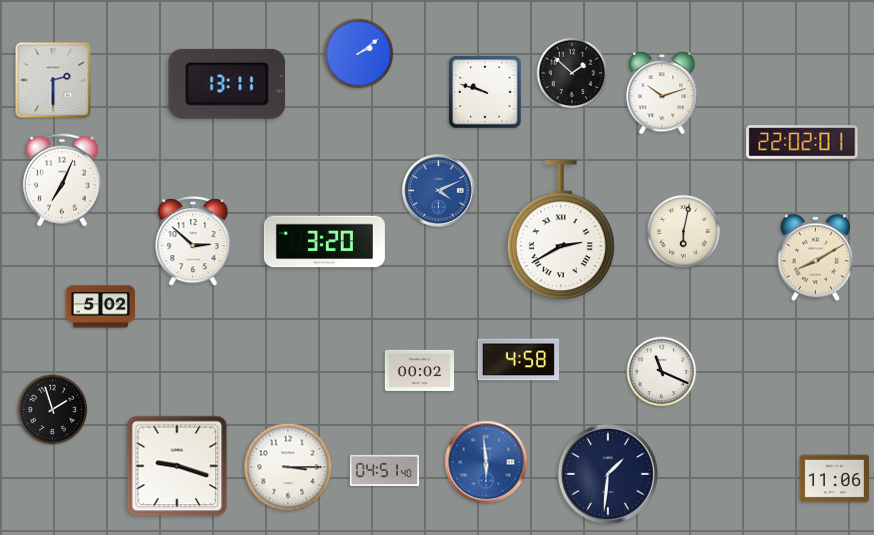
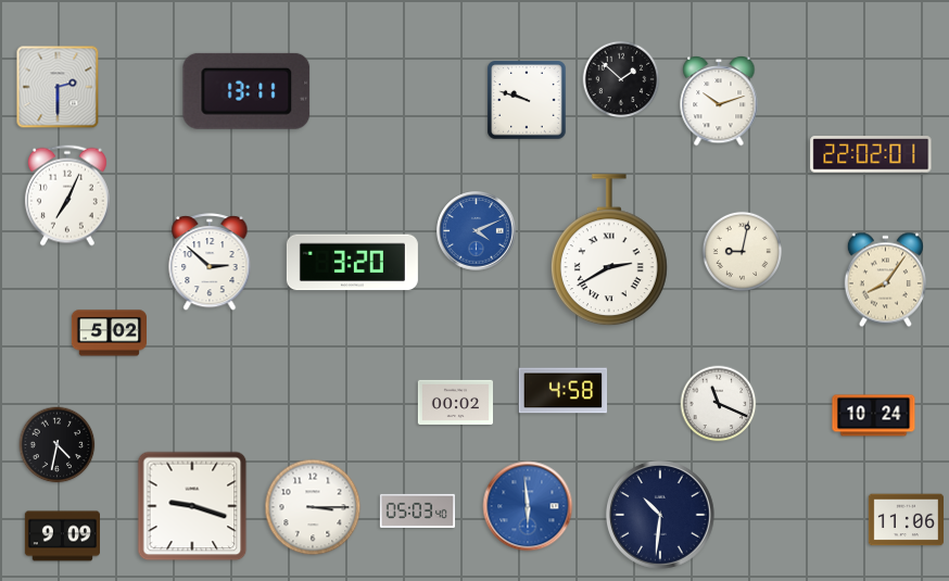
clock at (359, 54): 2:09 -> none
clock at (439, 191) position: (439, 191) -> (477, 231)
clock at (683, 231): 6:02 -> 9:02
clock at (815, 258): 8:10 -> 8:06
clock at (874, 416): none -> 10:24
clock at (53, 410): 1:57 -> 4:32
clock at (486, 462) position: (486, 462) -> (528, 506)
clock at (384, 470): 04:51 -> 05:03
clock at (609, 475): 1:31 -> 10:31
clock at (62, 536): none -> 9:09
